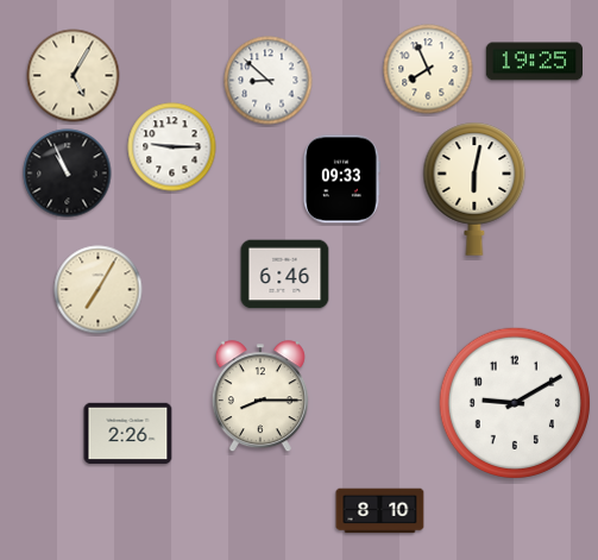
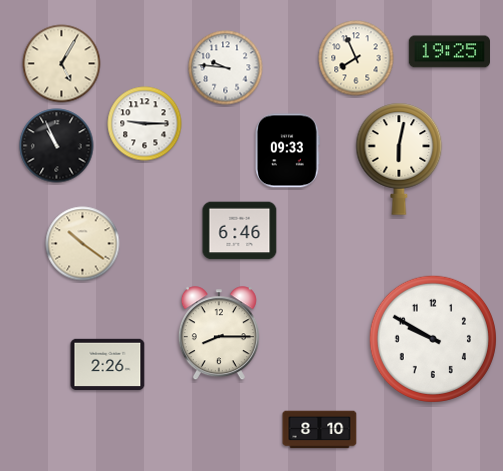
clock at (428, 69) position: (428, 69) -> (356, 58)
clock at (269, 81): 8:52 -> 9:46
clock at (99, 290): 7:05 -> 10:21
clock at (515, 403): 9:10 -> 9:50
